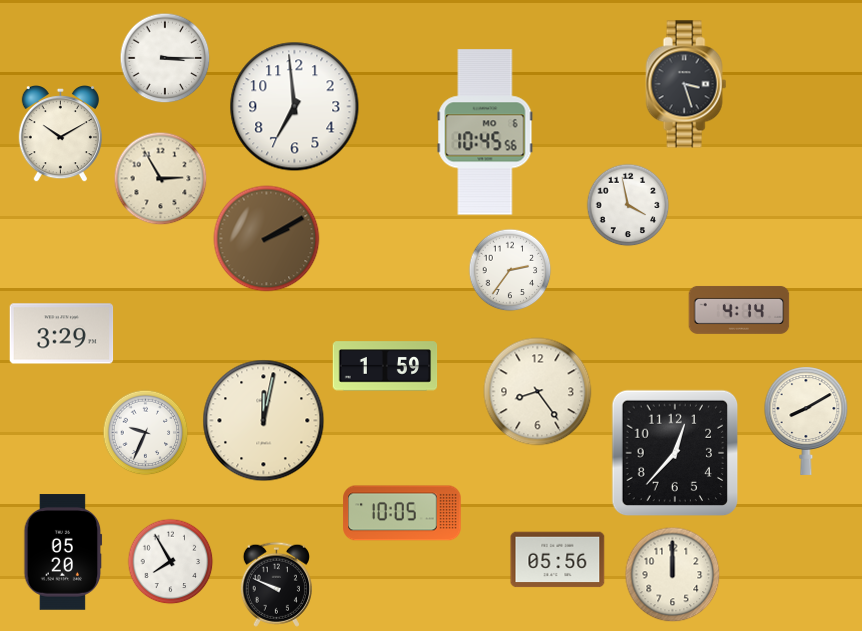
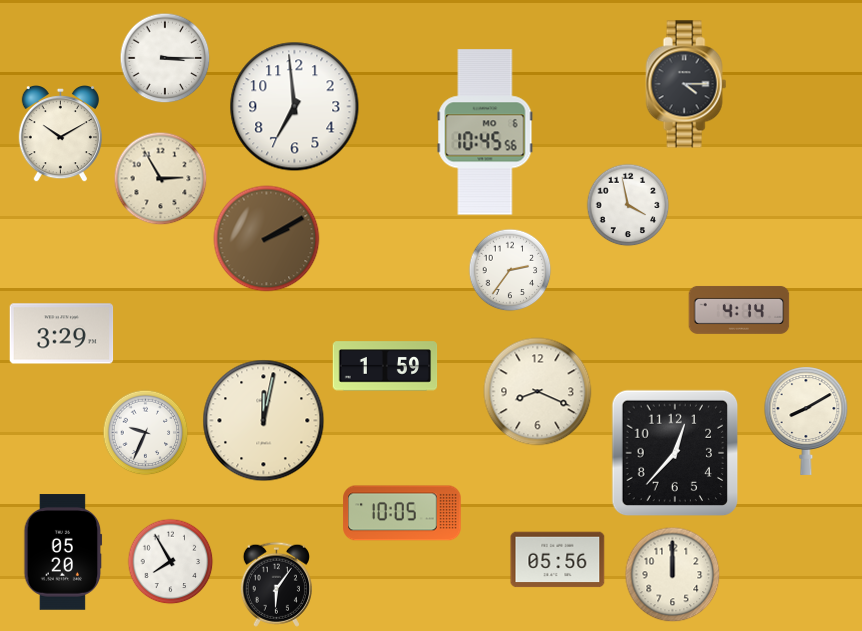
clock at (686, 84): 3:27 -> 4:15
clock at (538, 392): 8:24 -> 8:19
clock at (276, 584): 9:49 -> 6:06
